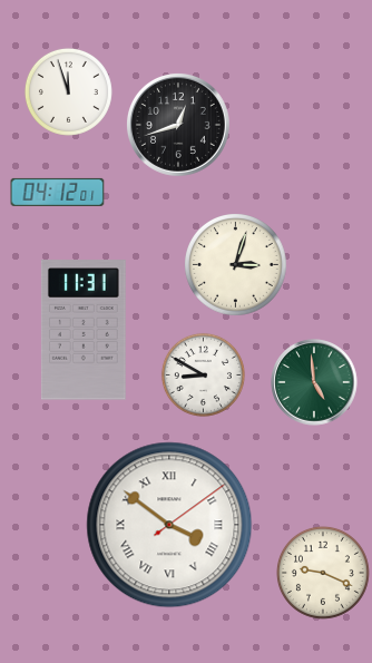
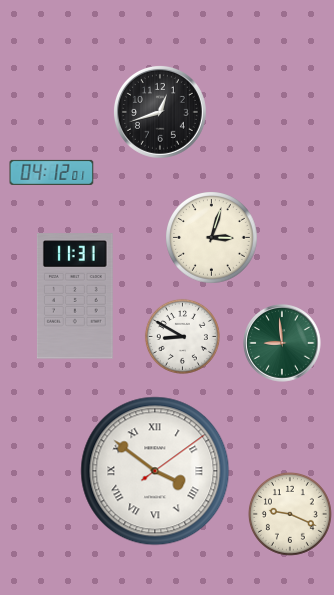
clock at (68, 91): 11:57 -> none
clock at (314, 382): 4:59 -> 8:59
clock at (169, 525) position: (169, 525) -> (155, 471)
